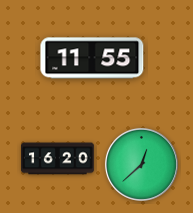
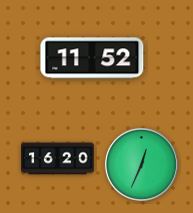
clock at (92, 58): 11:55 -> 11:52
clock at (141, 164): 12:38 -> 12:34
